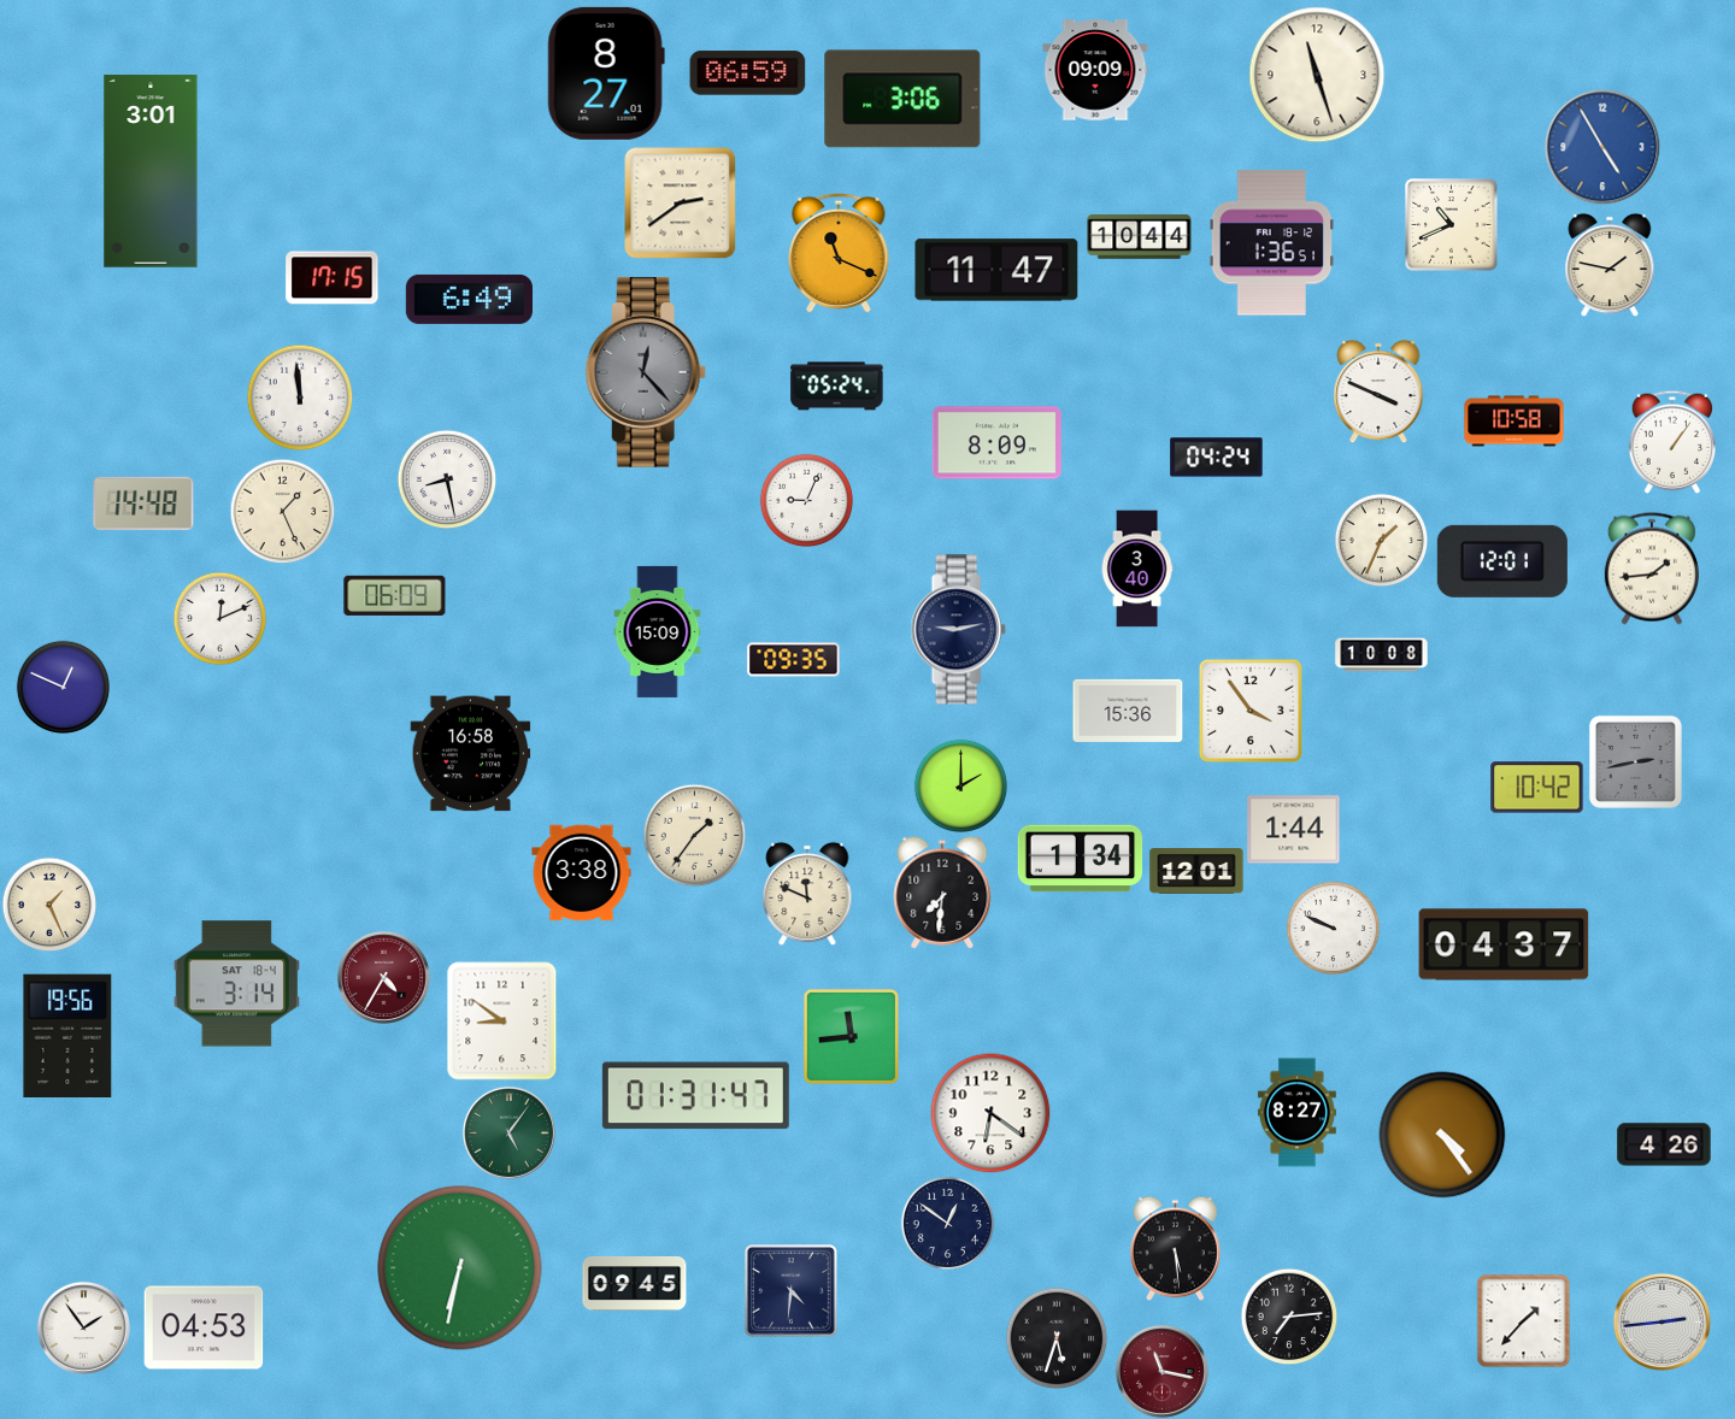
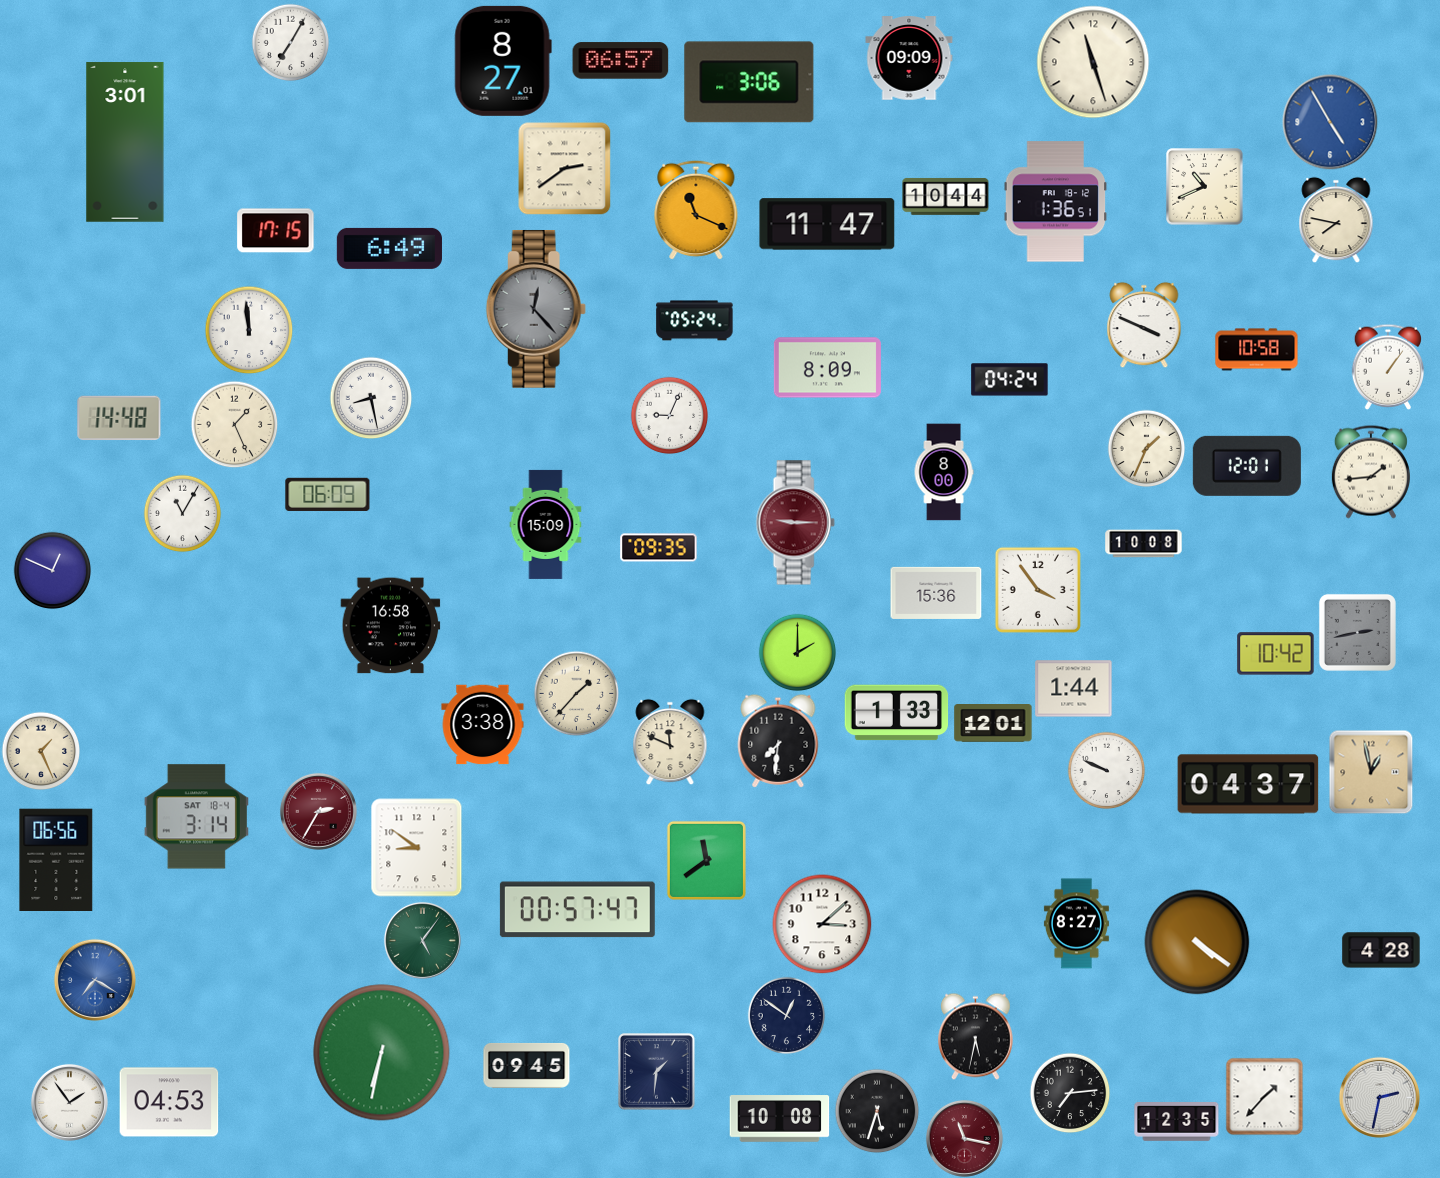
clock at (290, 42): none -> 7:05
clock at (748, 73): 06:59 -> 06:57
clock at (1610, 265): 1:47 -> 7:47
clock at (1137, 569): 3:40 -> 8:00
clock at (219, 618): 12:11 -> 11:05
clock at (958, 630): 9:13 -> 9:15
clock at (958, 630) dial: navy -> burgundy
clock at (1382, 655) position: (1382, 655) -> (1144, 544)
clock at (1128, 711) position: (1128, 711) -> (936, 593)
clock at (694, 835): 1:36 -> 1:37
clock at (1081, 859): 1:34 -> 1:33
clock at (942, 893) position: (942, 893) -> (778, 741)
clock at (1371, 772): none -> 12:58
clock at (383, 977): 4:35 -> 2:35
clock at (67, 1035): 19:56 -> 06:56
clock at (851, 1036): 11:44 -> 11:39
clock at (695, 1096): 01:31 -> 00:57
clock at (990, 1113): 6:21 -> 3:08
clock at (1442, 1135): 4:24 -> 4:21
clock at (1664, 1144): 4:26 -> 4:28
clock at (94, 979): none -> 7:20
clock at (1176, 1248): 5:29 -> 5:32
clock at (792, 1291): 4:31 -> 1:31
clock at (1662, 1321): 2:44 -> 2:32
clock at (780, 1119): none -> 10:08
clock at (1177, 1122): none -> 12:35
